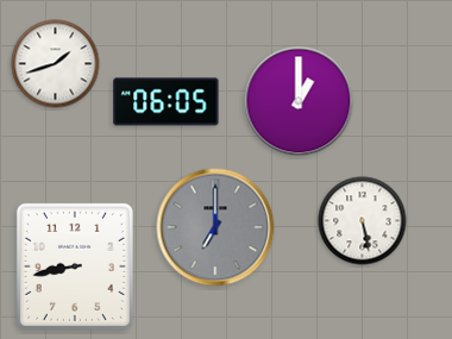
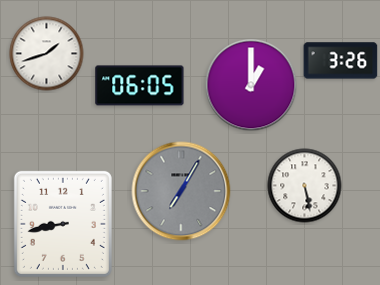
clock at (341, 61): none -> 3:26
clock at (215, 227): 7:00 -> 7:05
